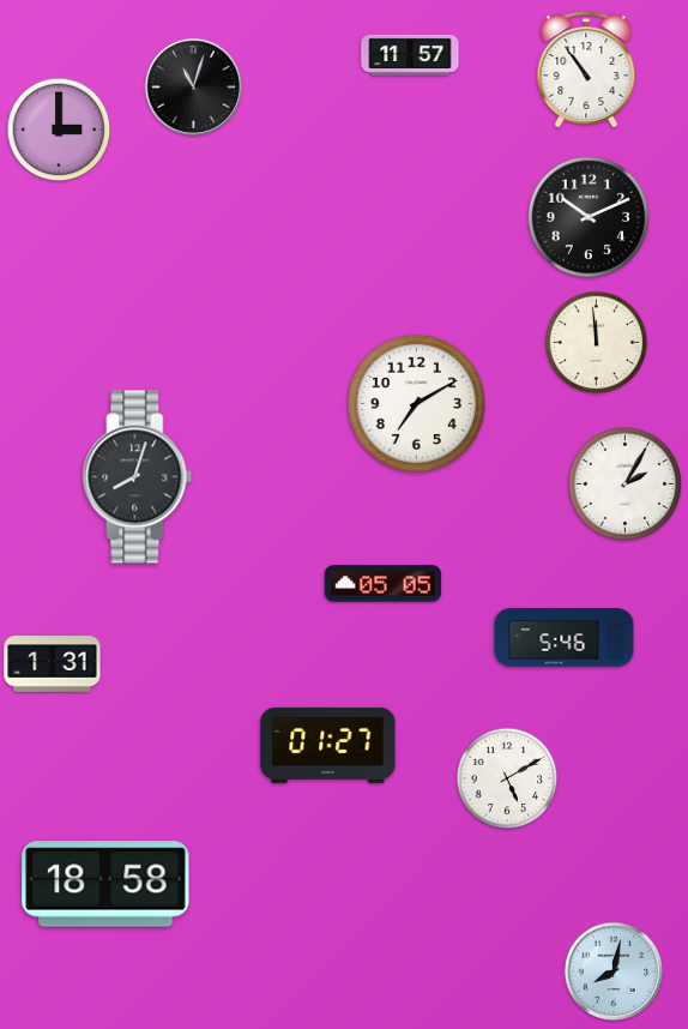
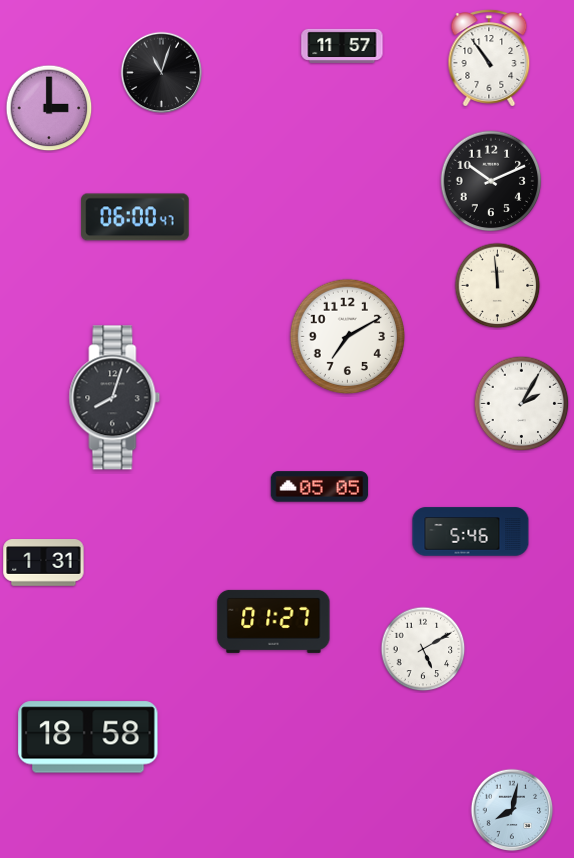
clock at (135, 217): none -> 06:00
clock at (53, 664) position: (53, 664) -> (44, 563)
